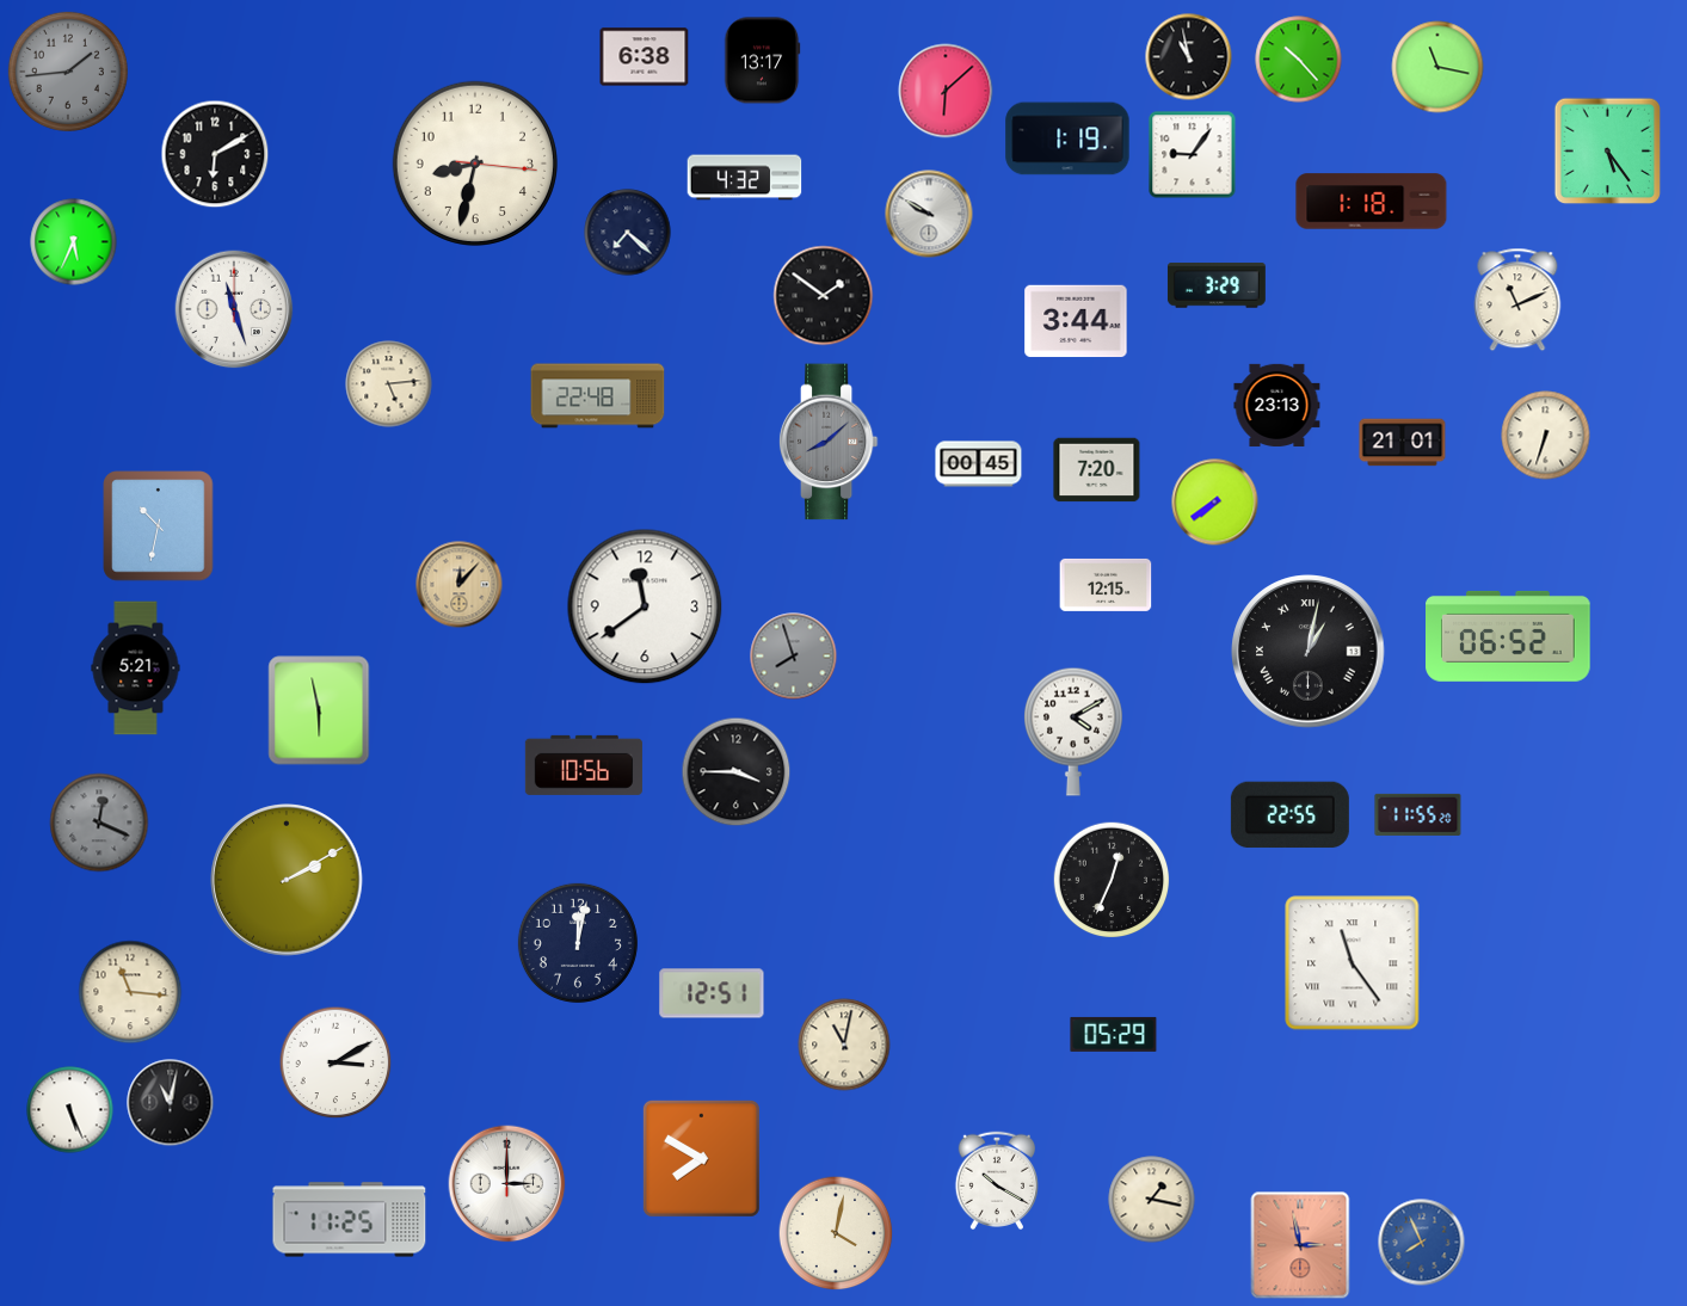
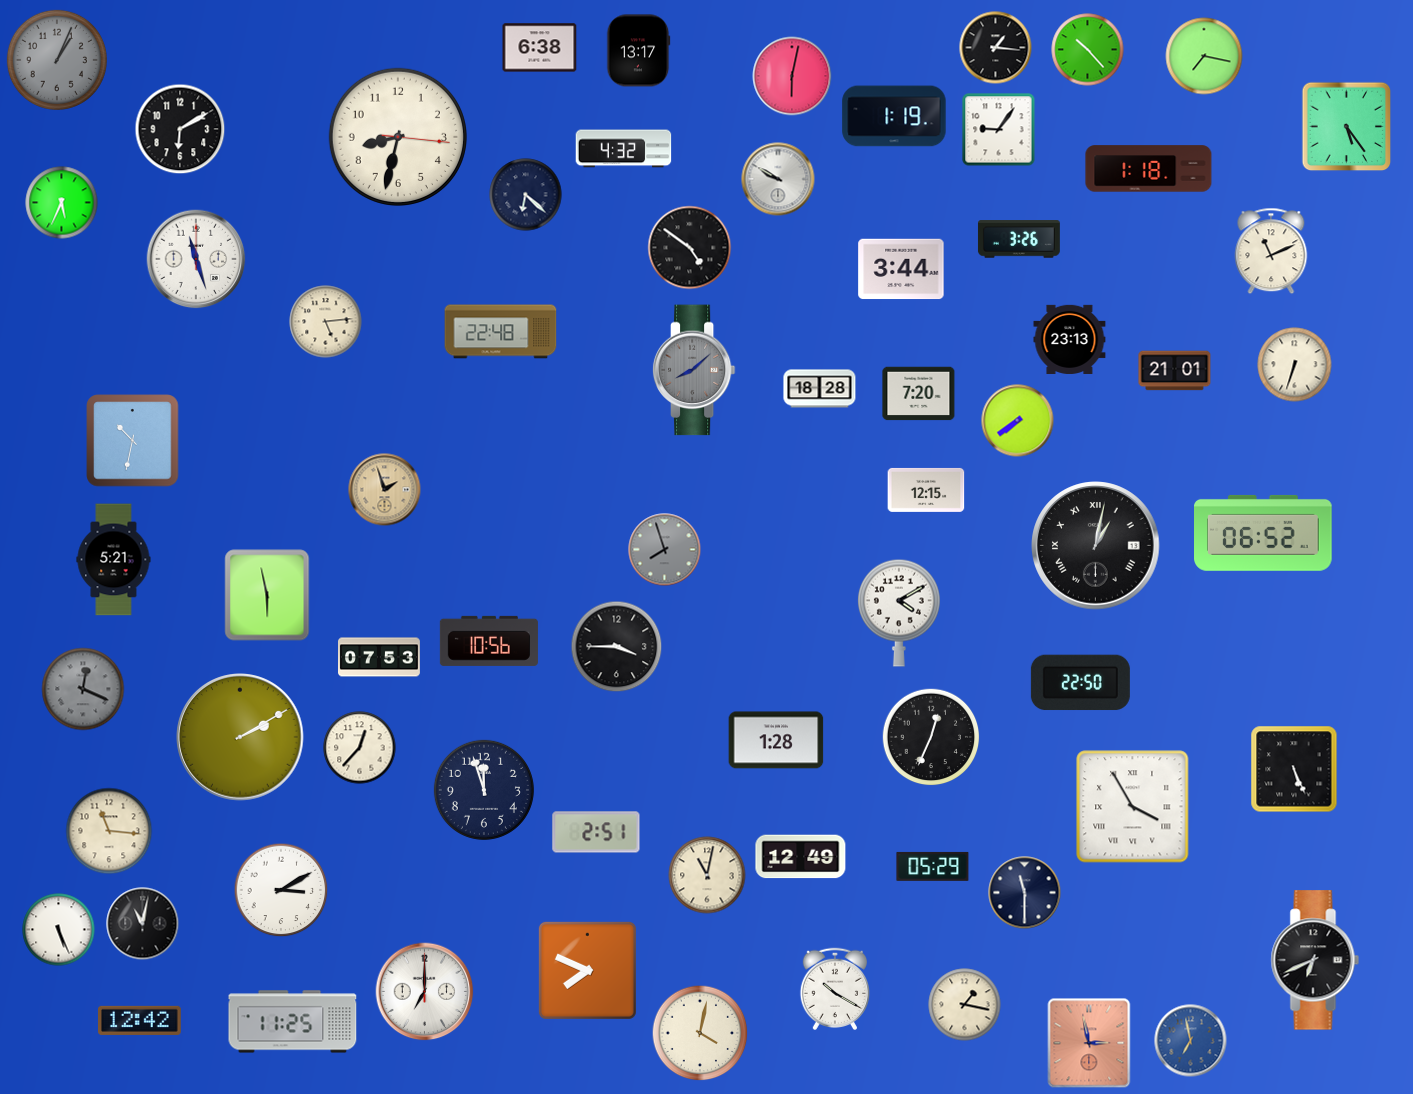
clock at (1189, 57): 10:58 -> 1:16
clock at (1437, 67): 11:17 -> 7:17
clock at (68, 72): 1:44 -> 1:04
clock at (946, 91): 6:08 -> 6:02
clock at (628, 233): 7:22 -> 6:22
clock at (1217, 285): 3:29 -> 3:26
clock at (824, 296): 1:51 -> 4:51
clock at (979, 464): 00:45 -> 18:28
clock at (460, 585): 12:07 -> 1:57
clock at (645, 606): 11:39 -> none
clock at (380, 657): none -> 07:53
clock at (1418, 814): 11:55 -> none
clock at (1289, 815): 22:55 -> 22:50
clock at (776, 740): none -> 1:28
clock at (360, 748): none -> 12:37
clock at (1294, 769): none -> 5:26
clock at (578, 943): 12:02 -> 11:57
clock at (1353, 963): 11:24 -> 3:55
clock at (712, 993): 12:51 -> 2:51
clock at (801, 857): none -> 12:49
clock at (1025, 893): none -> 11:30
clock at (1315, 960): none -> 6:41
clock at (701, 1158): 7:50 -> 7:49
clock at (507, 1184): 3:00 -> 7:00
clock at (140, 1020): none -> 12:42
clock at (1422, 1243): 7:56 -> 6:58
